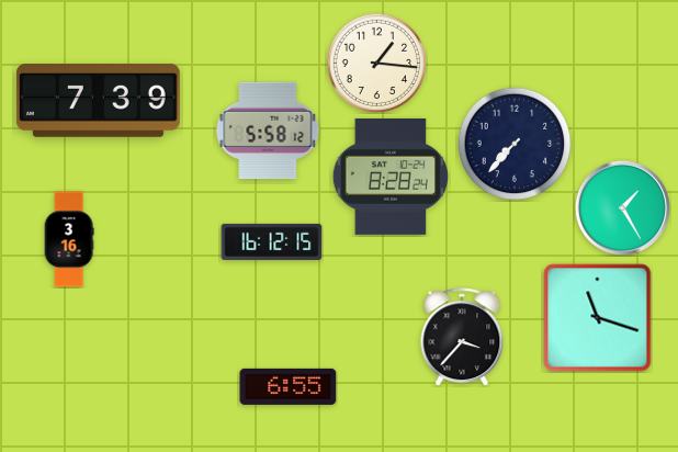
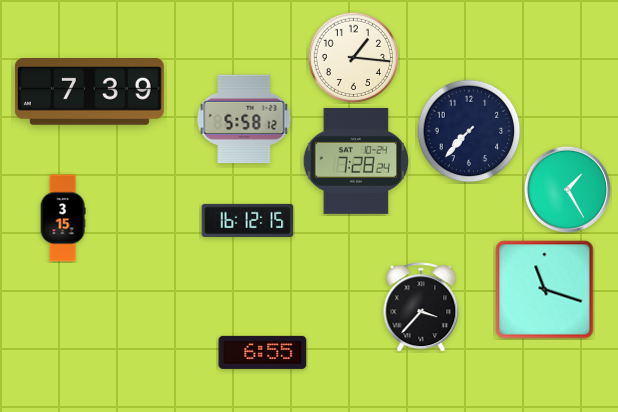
clock at (376, 63) position: (376, 63) -> (353, 57)
clock at (391, 177): 8:28 -> 7:28
clock at (69, 239): 3:16 -> 3:15
